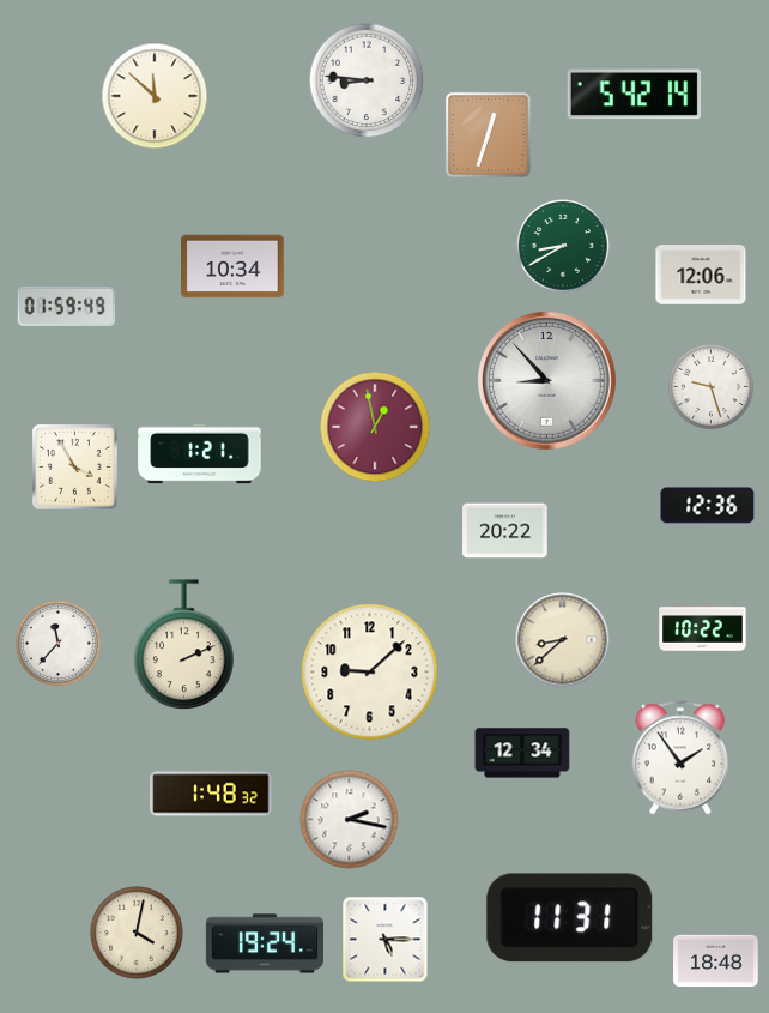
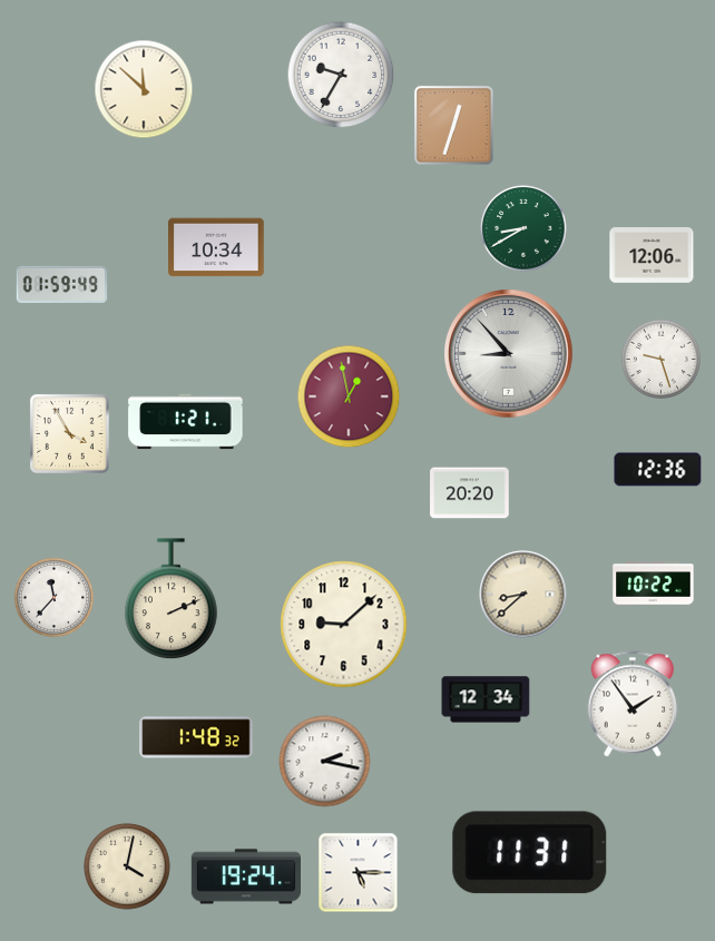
clock at (367, 80): 8:46 -> 9:35
clock at (635, 95): 5:42 -> none
clock at (505, 531): 20:22 -> 20:20
clock at (716, 961): 18:48 -> none
